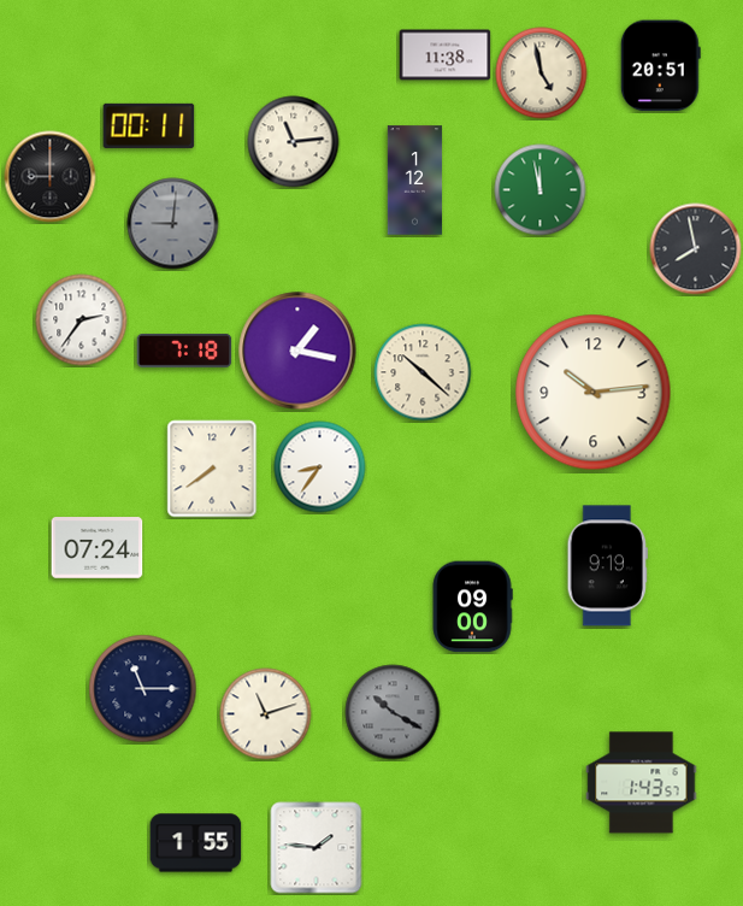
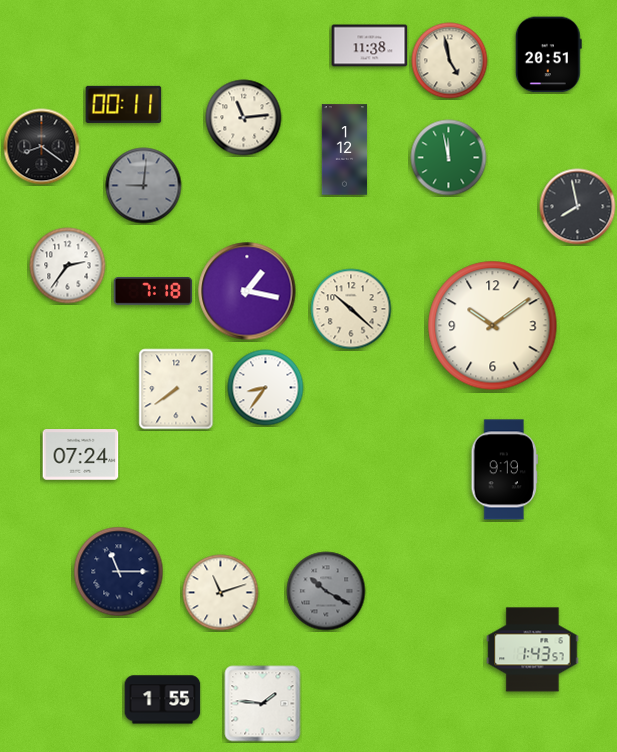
clock at (51, 177): 9:00 -> 8:21
clock at (594, 393): 10:14 -> 10:09
clock at (472, 607): 09:00 -> none
